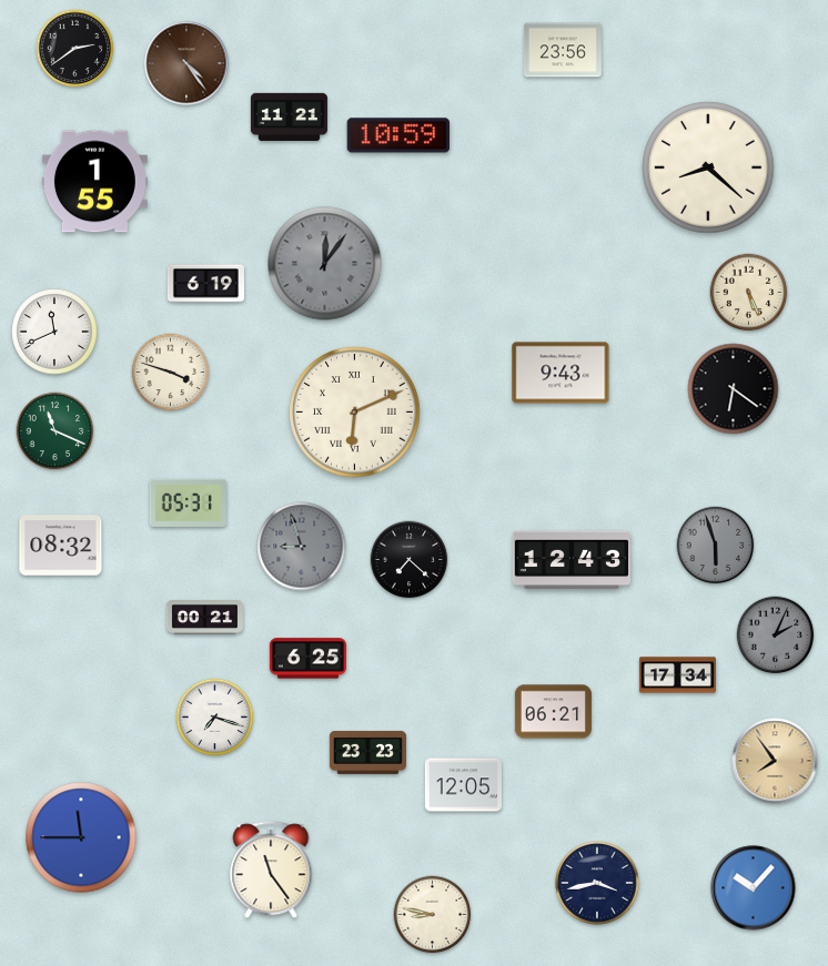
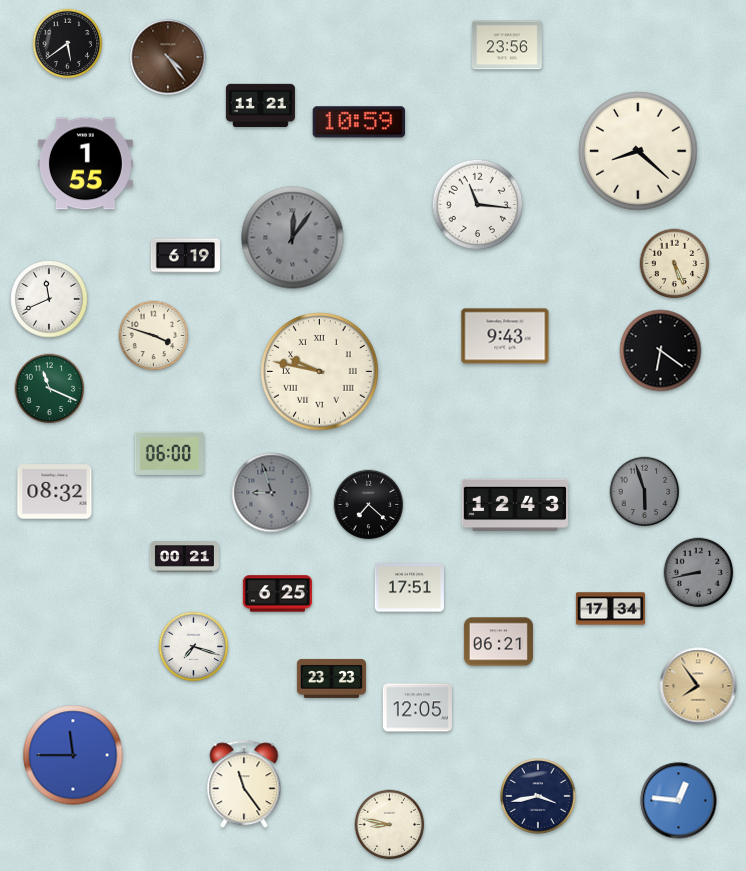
clock at (75, 49): 2:39 -> 5:39
clock at (478, 205): none -> 11:16
clock at (355, 413): 6:11 -> 9:47
clock at (188, 502): 05:31 -> 06:00
clock at (776, 635): 2:04 -> 8:43
clock at (409, 588): none -> 17:51
clock at (754, 888): 10:07 -> 12:46
